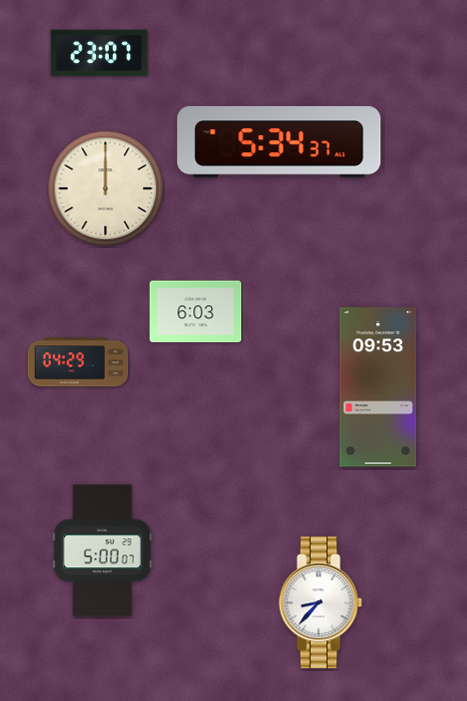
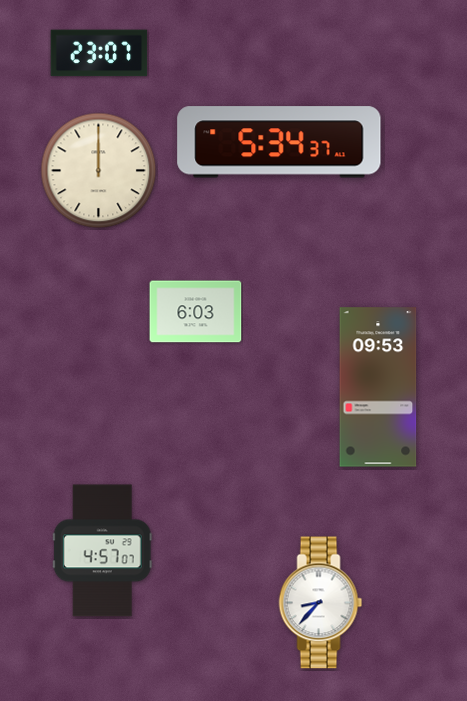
clock at (106, 189) position: (106, 189) -> (99, 171)
clock at (78, 362): 04:29 -> none
clock at (102, 551): 5:00 -> 4:57
